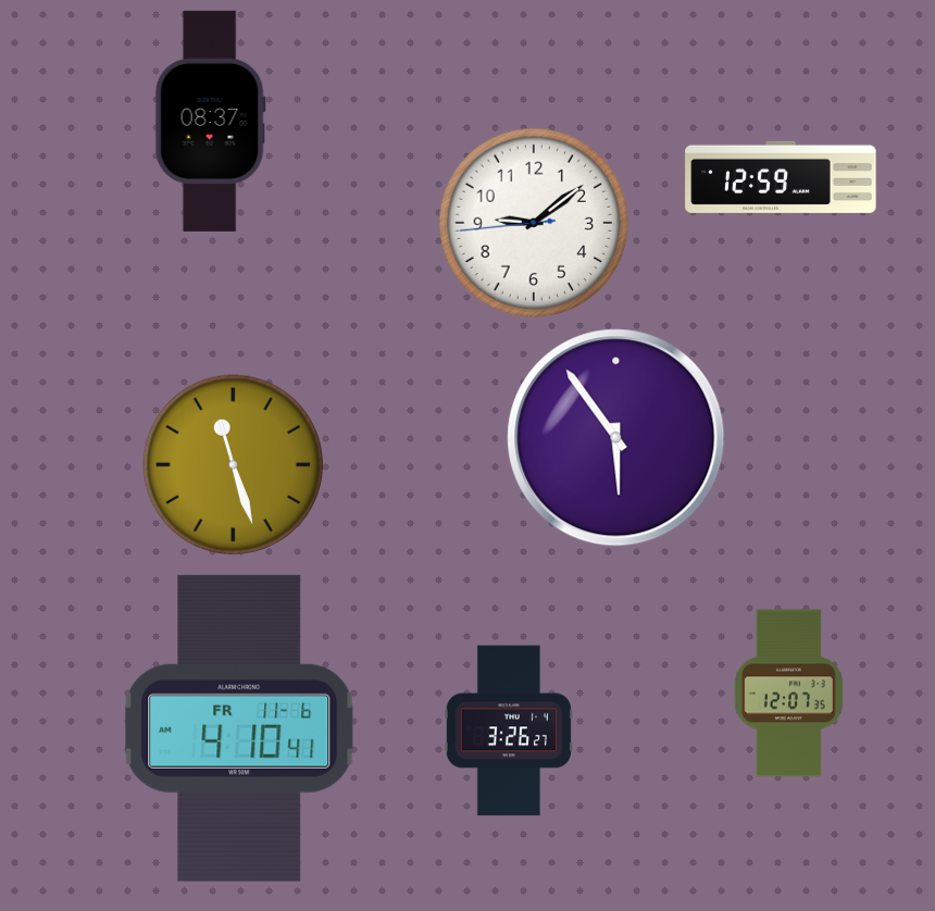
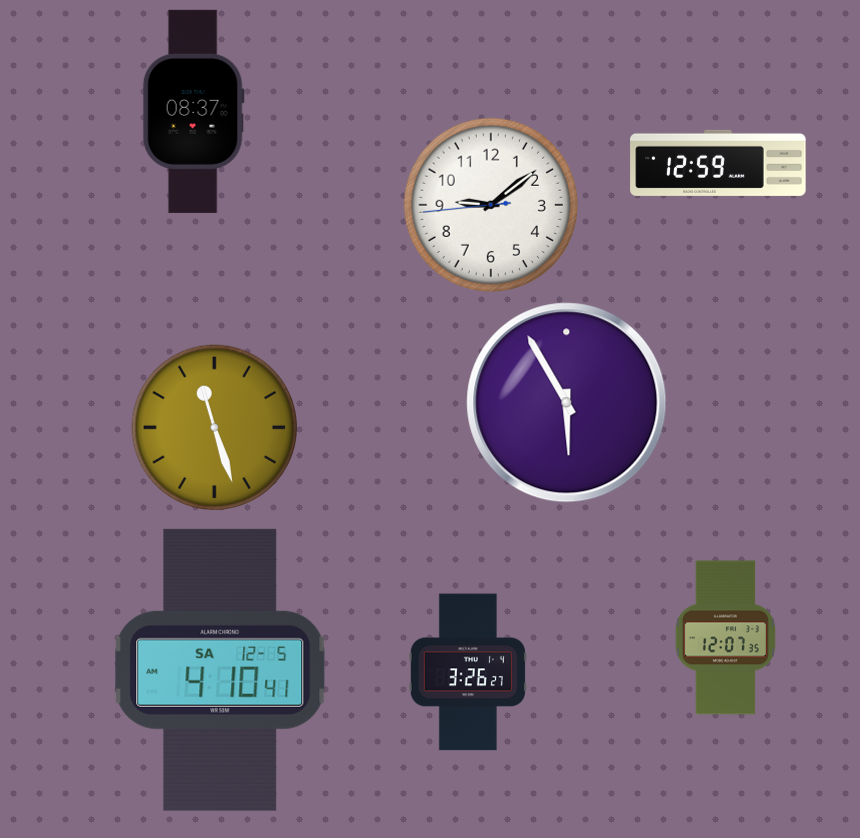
clock at (616, 438): 5:54 -> 5:55
clock at (239, 728) date: FR 11-6 -> SA 12-5
